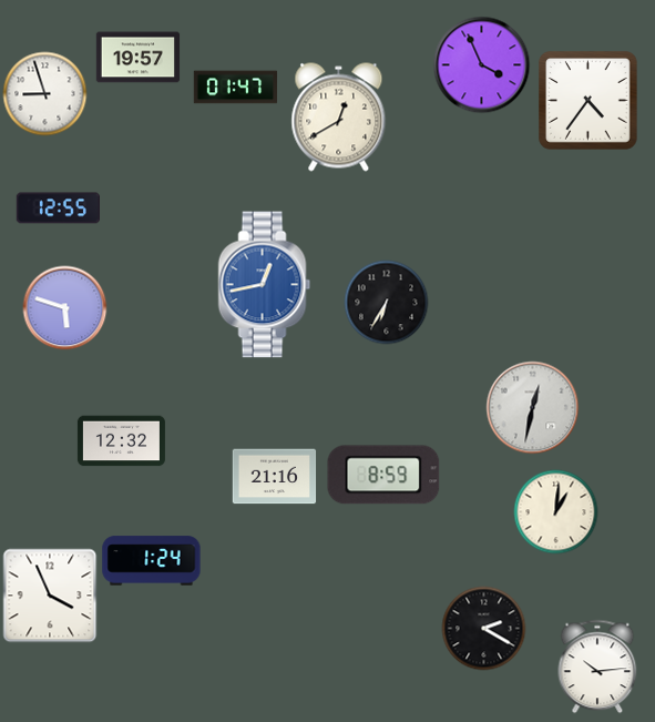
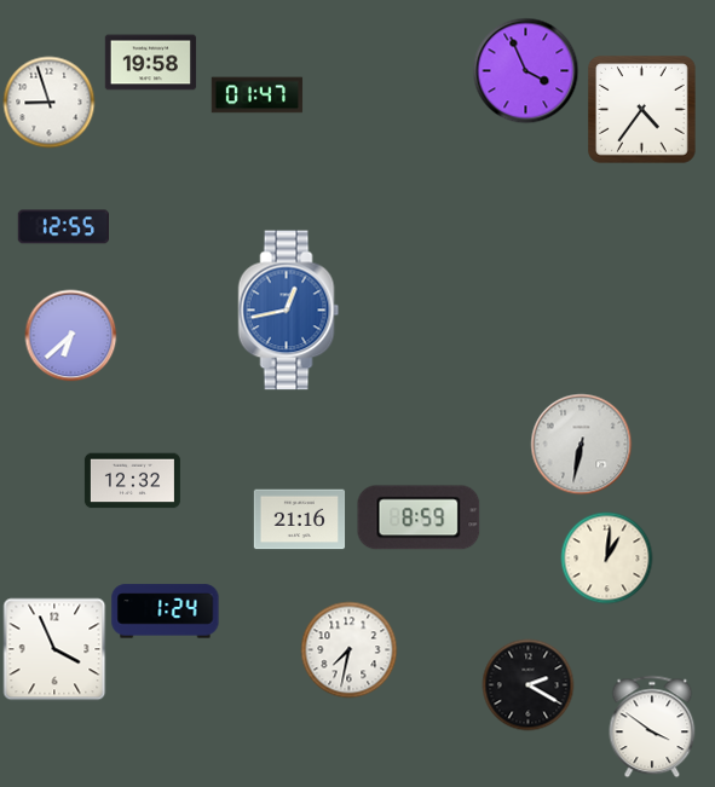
clock at (139, 58): 19:57 -> 19:58
clock at (339, 118): 12:40 -> none
clock at (387, 303): 6:35 -> none
clock at (65, 308): 5:48 -> 6:38
clock at (533, 408): 12:32 -> 6:32
clock at (350, 650): none -> 7:32
clock at (597, 667): 10:14 -> 3:51
